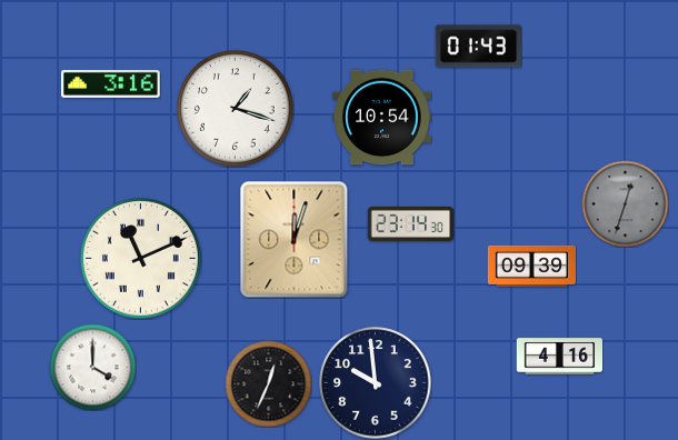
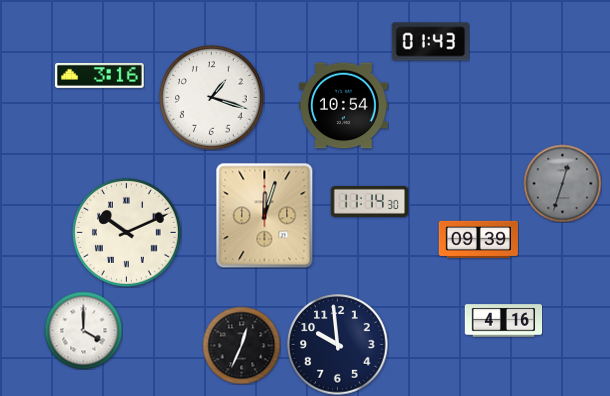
clock at (410, 223): 23:14 -> 11:14
clock at (140, 258): 11:11 -> 10:11
